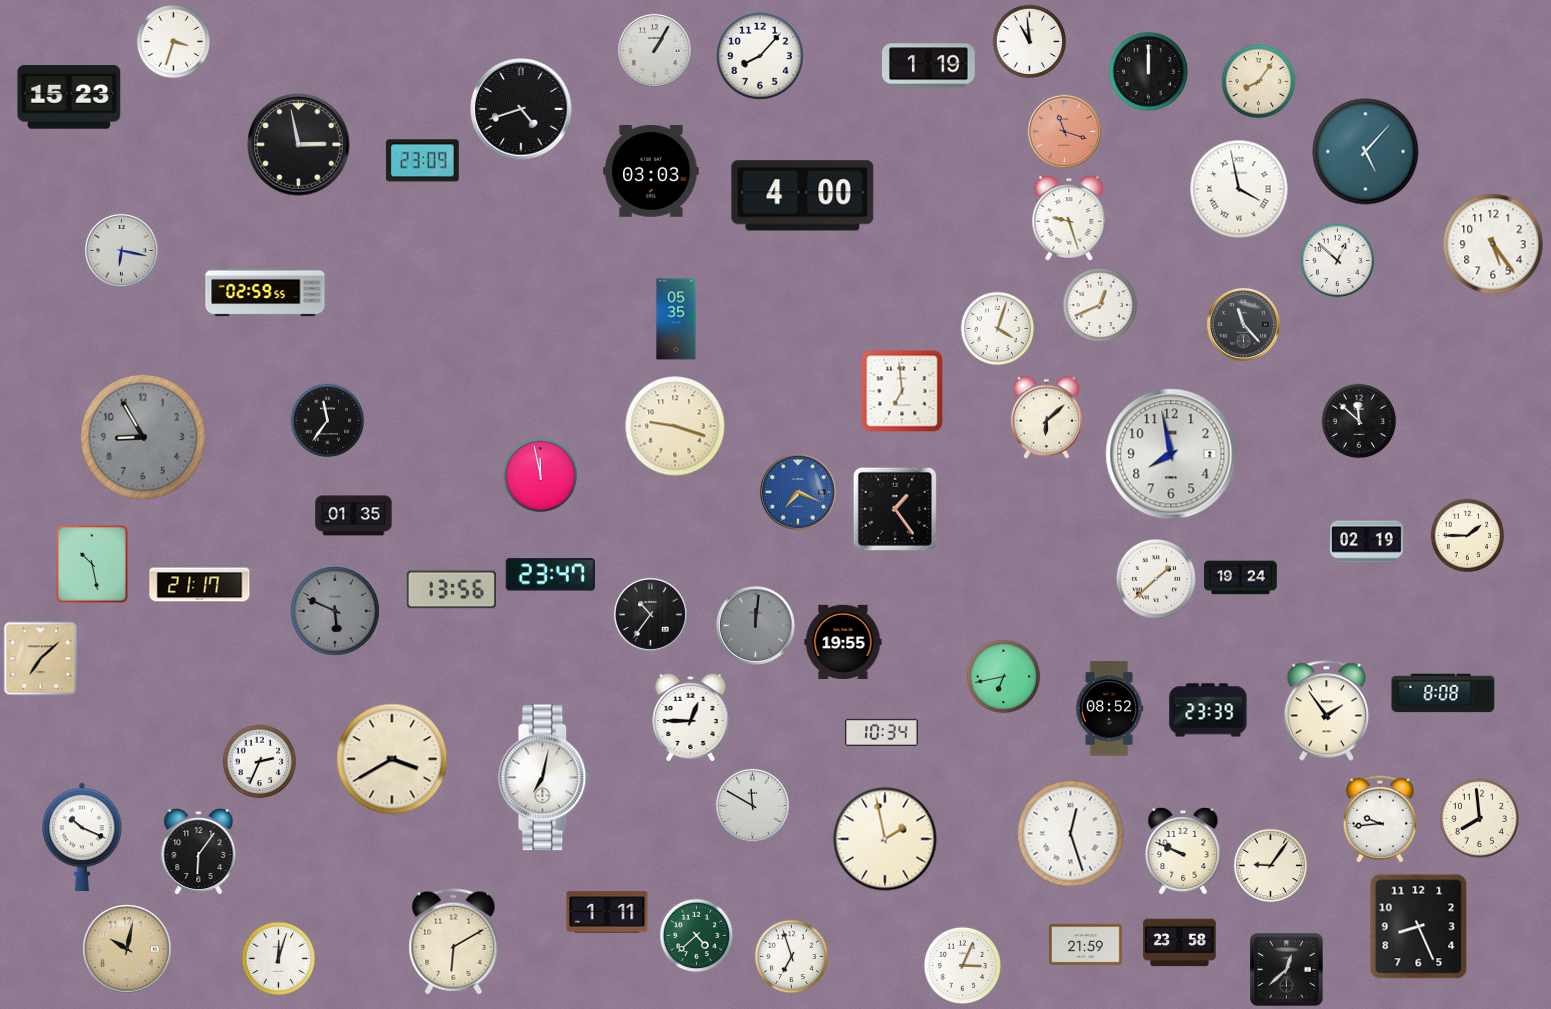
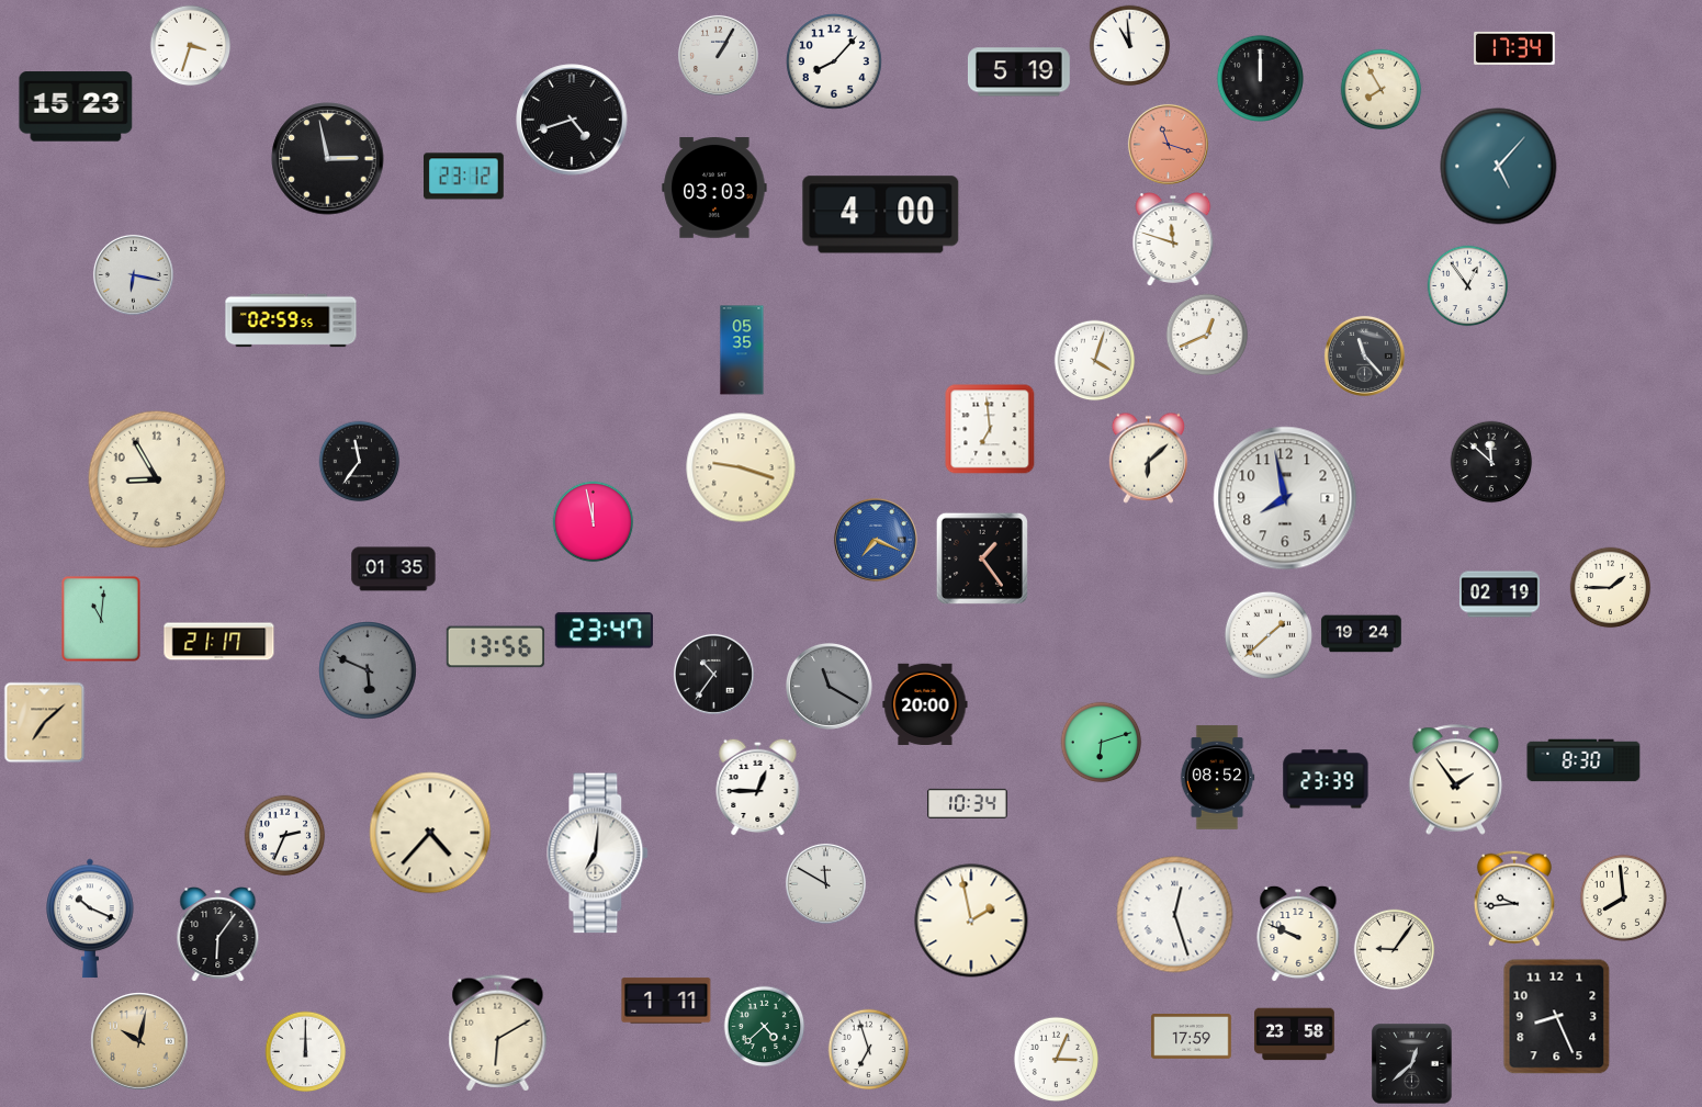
clock at (1514, 48): none -> 17:34
clock at (928, 66): 1:19 -> 5:19
clock at (1259, 82): 8:06 -> 7:55
clock at (423, 161): 23:09 -> 23:12
clock at (1239, 189): 3:58 -> none
clock at (1069, 218): 9:27 -> 11:48
clock at (1493, 244): 5:24 -> none
clock at (1338, 261): 12:52 -> 12:54
clock at (143, 437) dial: grey -> cream
clock at (354, 516) position: (354, 516) -> (394, 569)
clock at (92, 564): 10:28 -> 11:01
clock at (755, 625): 12:01 -> 11:20
clock at (843, 641): 19:55 -> 20:00
clock at (1004, 677): 6:43 -> 6:12
clock at (1443, 693): 8:08 -> 8:30
clock at (392, 759): 3:40 -> 4:37
clock at (545, 778): 7:02 -> 7:01
clock at (1086, 945): 21:59 -> 17:59
clock at (279, 959): 12:03 -> 12:00
